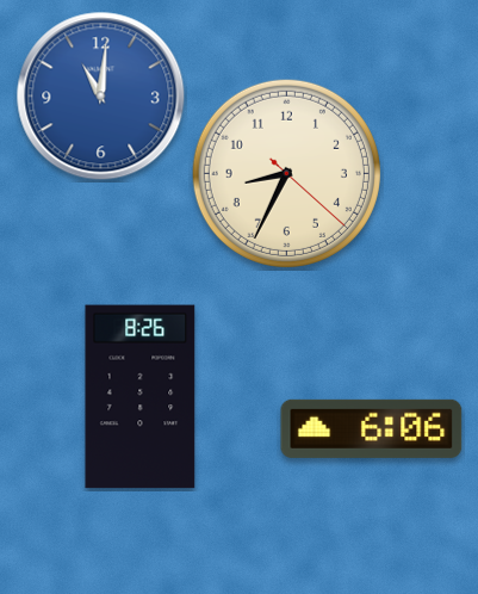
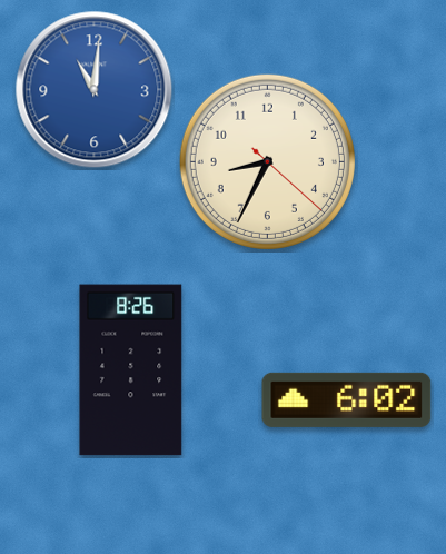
clock at (372, 428): 6:06 -> 6:02
